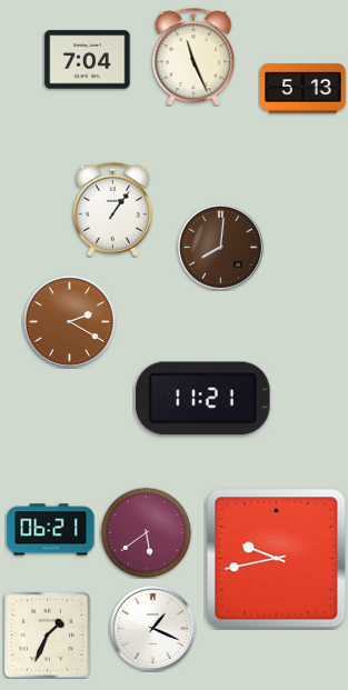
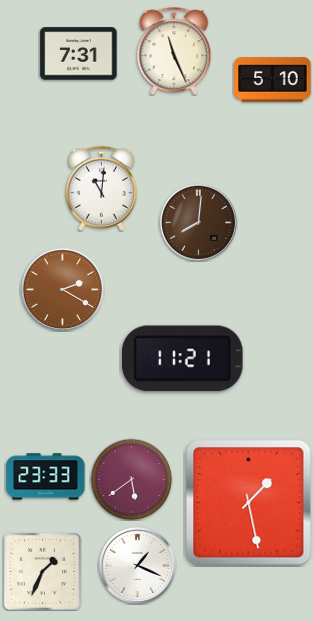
clock at (88, 60): 7:04 -> 7:31
clock at (304, 89): 5:13 -> 5:10
clock at (112, 209): 1:06 -> 11:01
clock at (51, 530): 06:21 -> 23:33
clock at (277, 559): 9:43 -> 1:28
